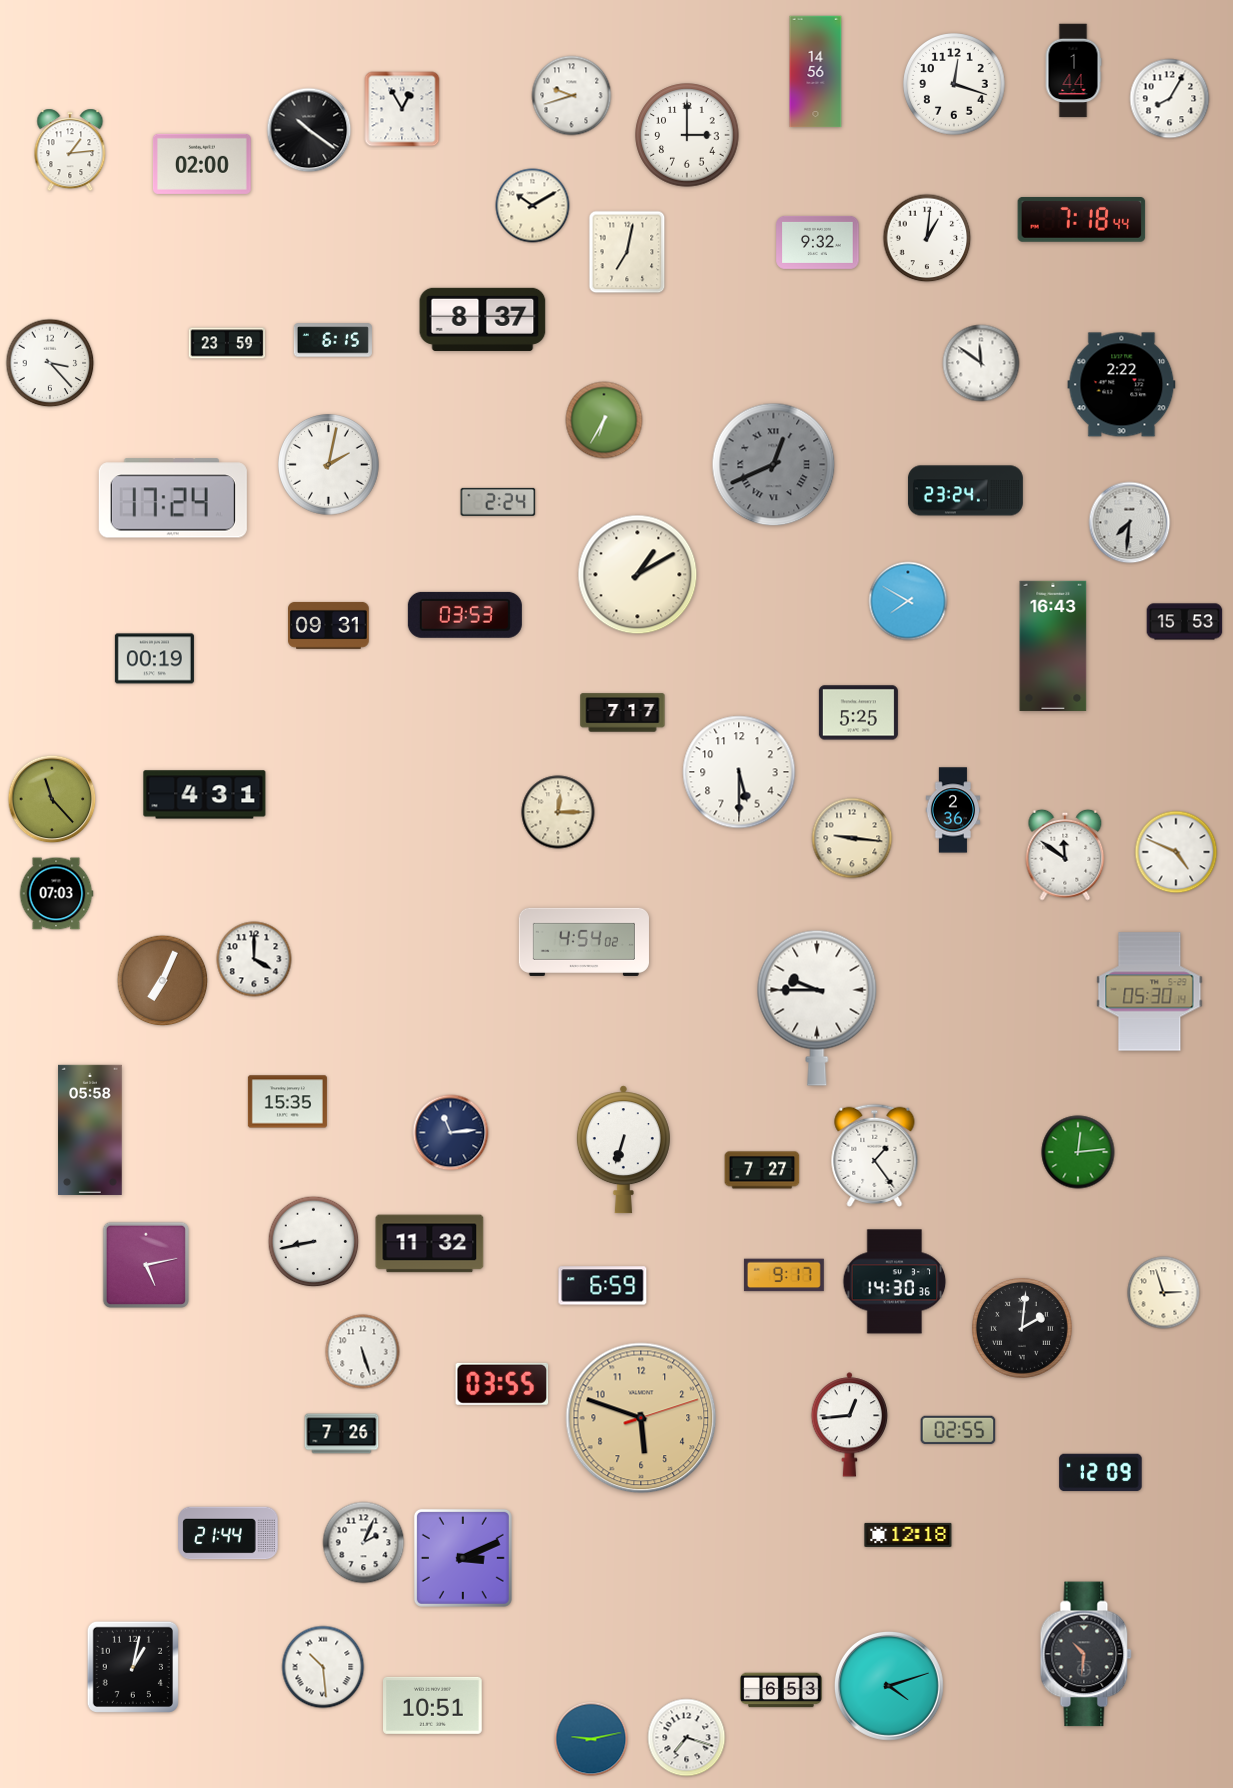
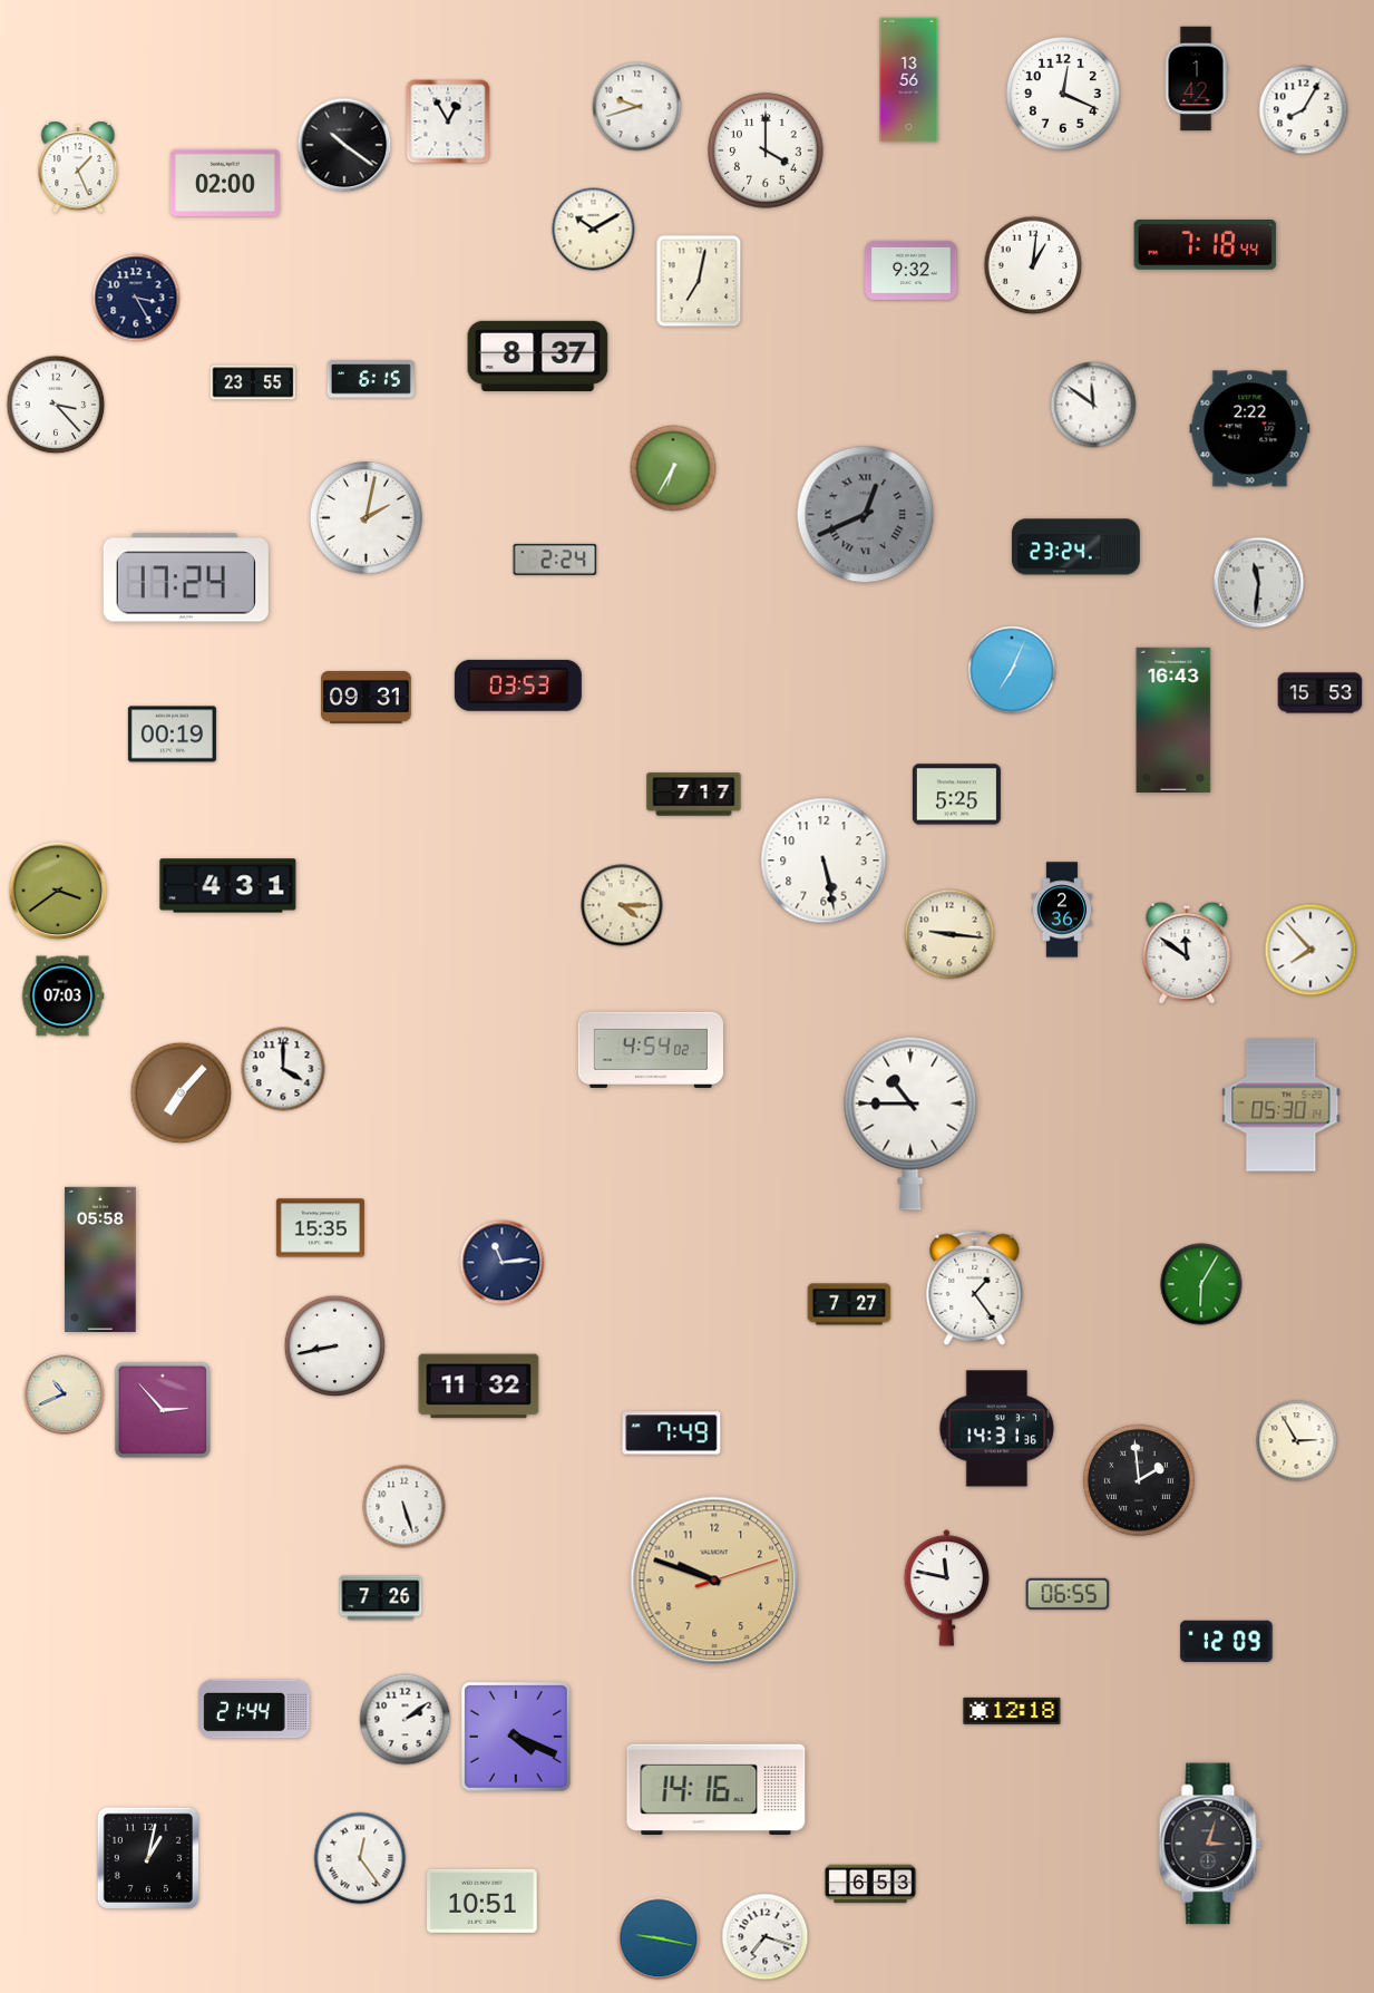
clock at (1073, 71): 1:44 -> 1:42
clock at (816, 72): 14:56 -> 13:56
clock at (954, 84): 12:18 -> 12:19
clock at (687, 135): 3:00 -> 4:00
clock at (70, 150): 1:14 -> 1:26
clock at (136, 298): none -> 3:25
clock at (227, 343): 23:59 -> 23:55
clock at (774, 465) position: (774, 465) -> (866, 515)
clock at (173, 498) position: (173, 498) -> (186, 577)
clock at (1130, 523): 7:31 -> 11:31
clock at (638, 575): 1:10 -> none
clock at (908, 601): 7:50 -> 7:04
clock at (739, 772): 5:30 -> 5:28
clock at (52, 799): 11:23 -> 3:39
clock at (953, 810) position: (953, 810) -> (1062, 910)
clock at (558, 812): 12:15 -> 4:15
clock at (1176, 852): 4:49 -> 7:53
clock at (163, 981): 7:04 -> 7:07
clock at (817, 1008): 9:45 -> 10:45
clock at (623, 1150): 6:33 -> none
clock at (1078, 1152): 12:14 -> 6:05
clock at (314, 1242) position: (314, 1242) -> (335, 1347)
clock at (65, 1394): none -> 10:41
clock at (145, 1264): 5:13 -> 2:53
clock at (784, 1275): 9:17 -> none
clock at (895, 1282): 14:30 -> 14:31
clock at (603, 1286): 6:59 -> 7:49
clock at (1164, 1293): 2:57 -> 2:55
clock at (1022, 1328): 2:01 -> 1:59
clock at (502, 1384): 03:55 -> none
clock at (641, 1418): 5:48 -> 9:48
clock at (850, 1425): 12:44 -> 11:47
clock at (958, 1430): 02:55 -> 06:55
clock at (364, 1543): 2:04 -> 2:09
clock at (463, 1558): 3:11 -> 4:19
clock at (717, 1789): none -> 14:16
clock at (1086, 1654): 10:31 -> 3:03
clock at (323, 1667): 10:29 -> 12:24
clock at (889, 1686): 4:12 -> none
clock at (591, 1739): 9:13 -> 9:17
